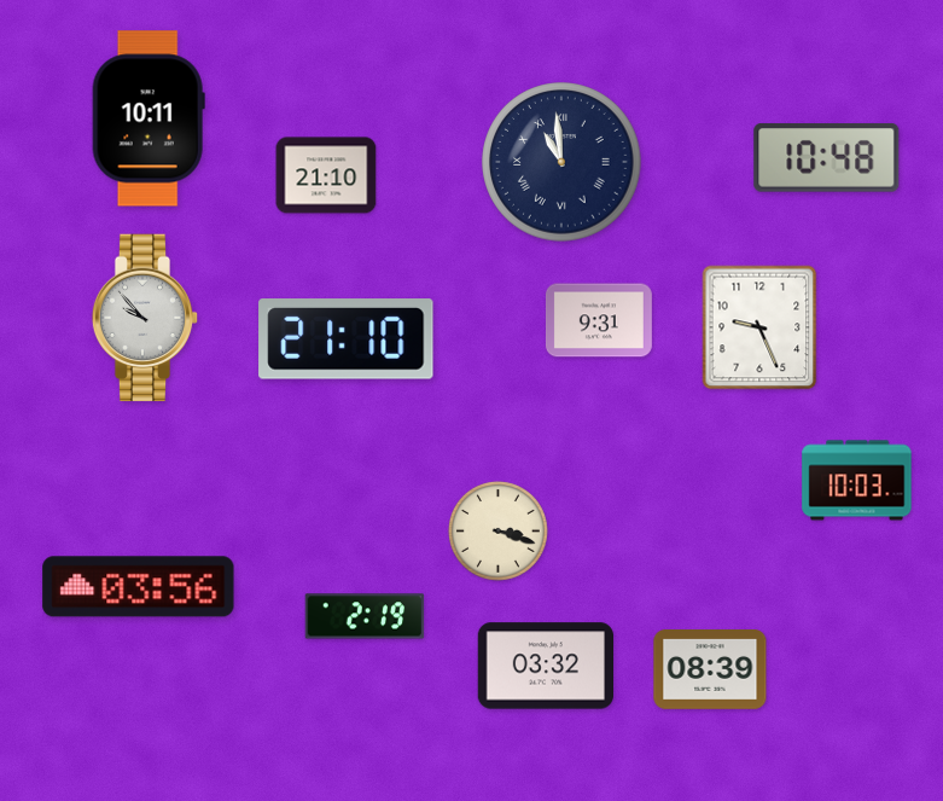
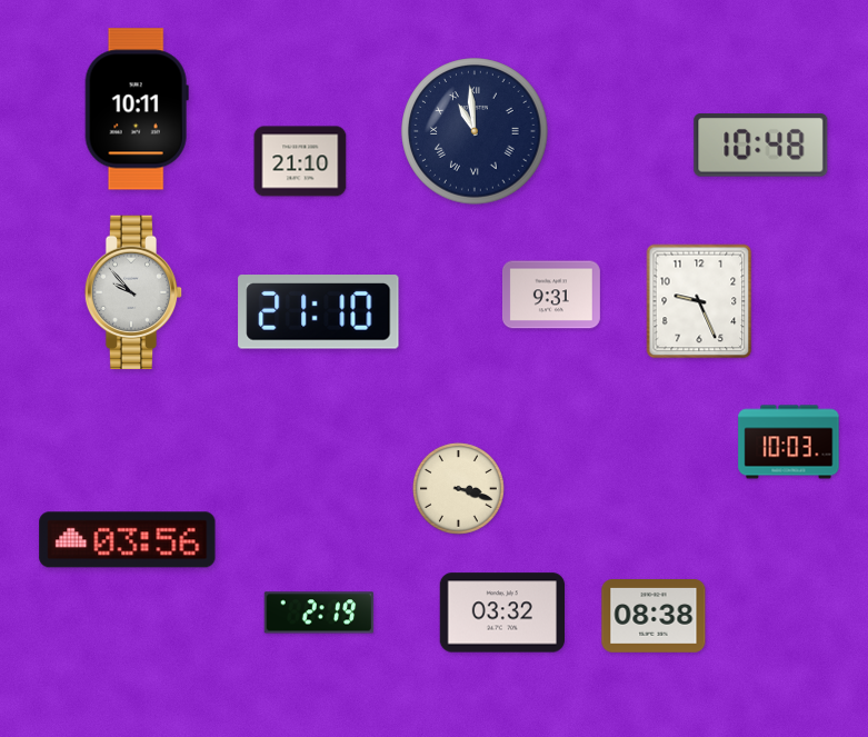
clock at (561, 162) position: (561, 162) -> (475, 131)
clock at (365, 616) position: (365, 616) -> (319, 612)
clock at (710, 671): 08:39 -> 08:38
